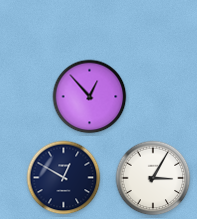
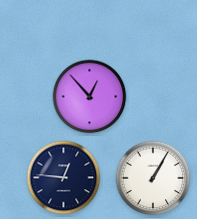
clock at (64, 178): 12:50 -> 12:46
clock at (153, 178): 3:05 -> 1:05
